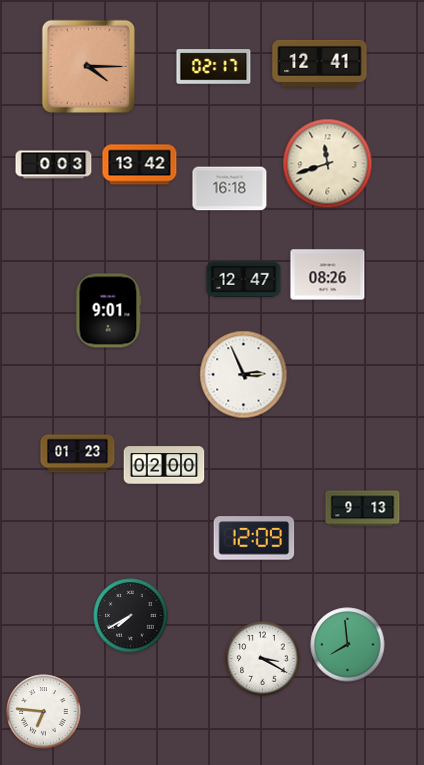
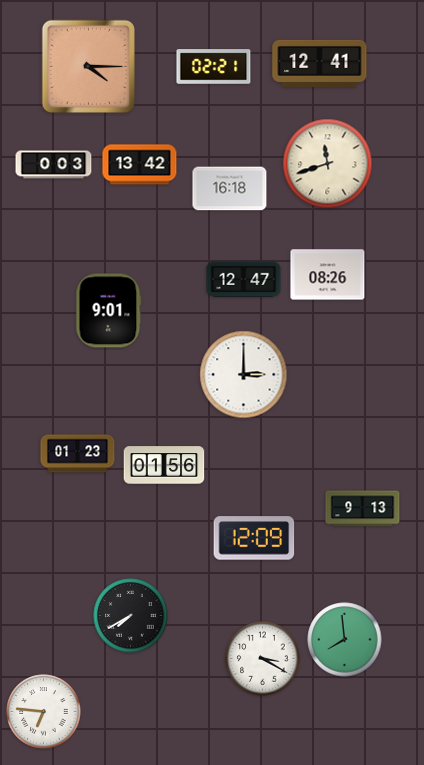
clock at (214, 67): 02:17 -> 02:21
clock at (244, 375): 2:56 -> 3:00
clock at (164, 465): 02:00 -> 01:56
clock at (348, 645) position: (348, 645) -> (345, 640)
